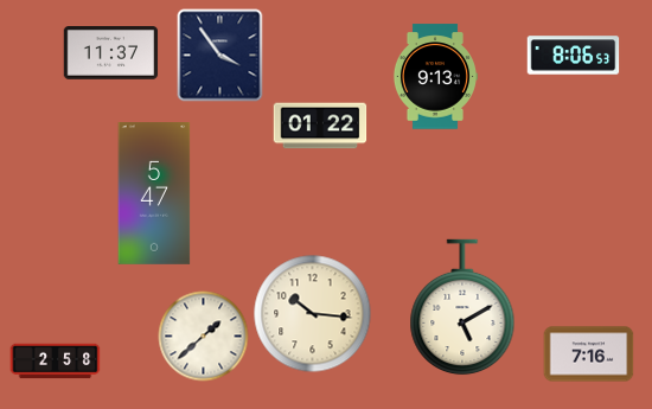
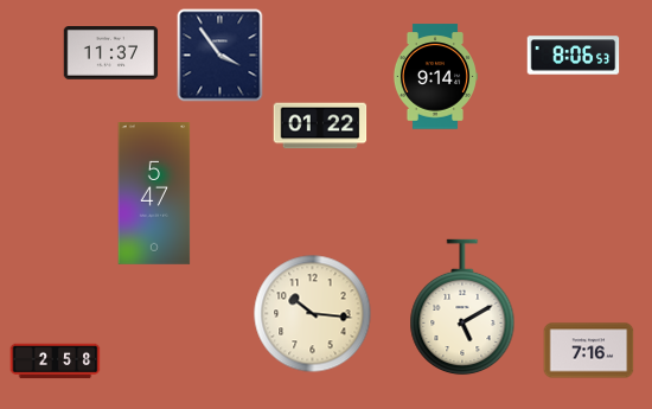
clock at (434, 77): 9:13 -> 9:14
clock at (204, 337): 1:38 -> none
clock at (589, 354) position: (589, 354) -> (589, 351)
